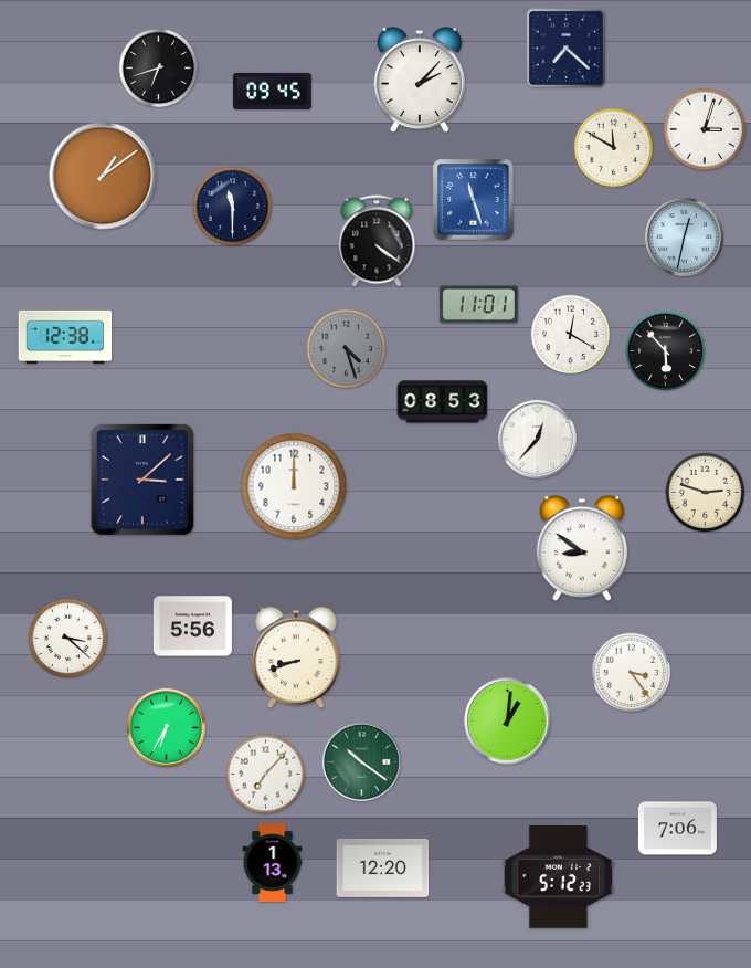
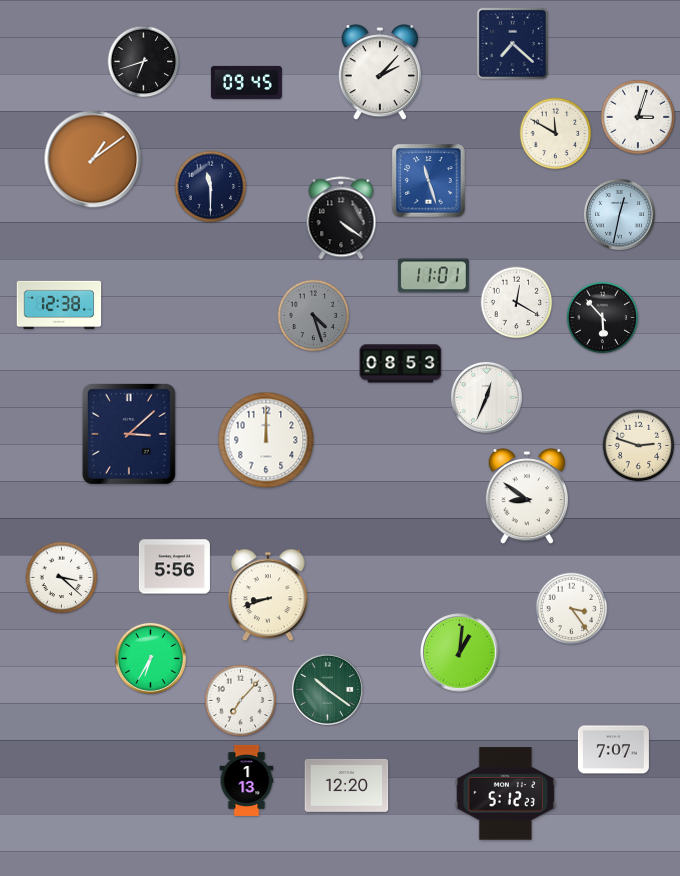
clock at (537, 439): 12:37 -> 12:34
clock at (677, 829): 7:06 -> 7:07
